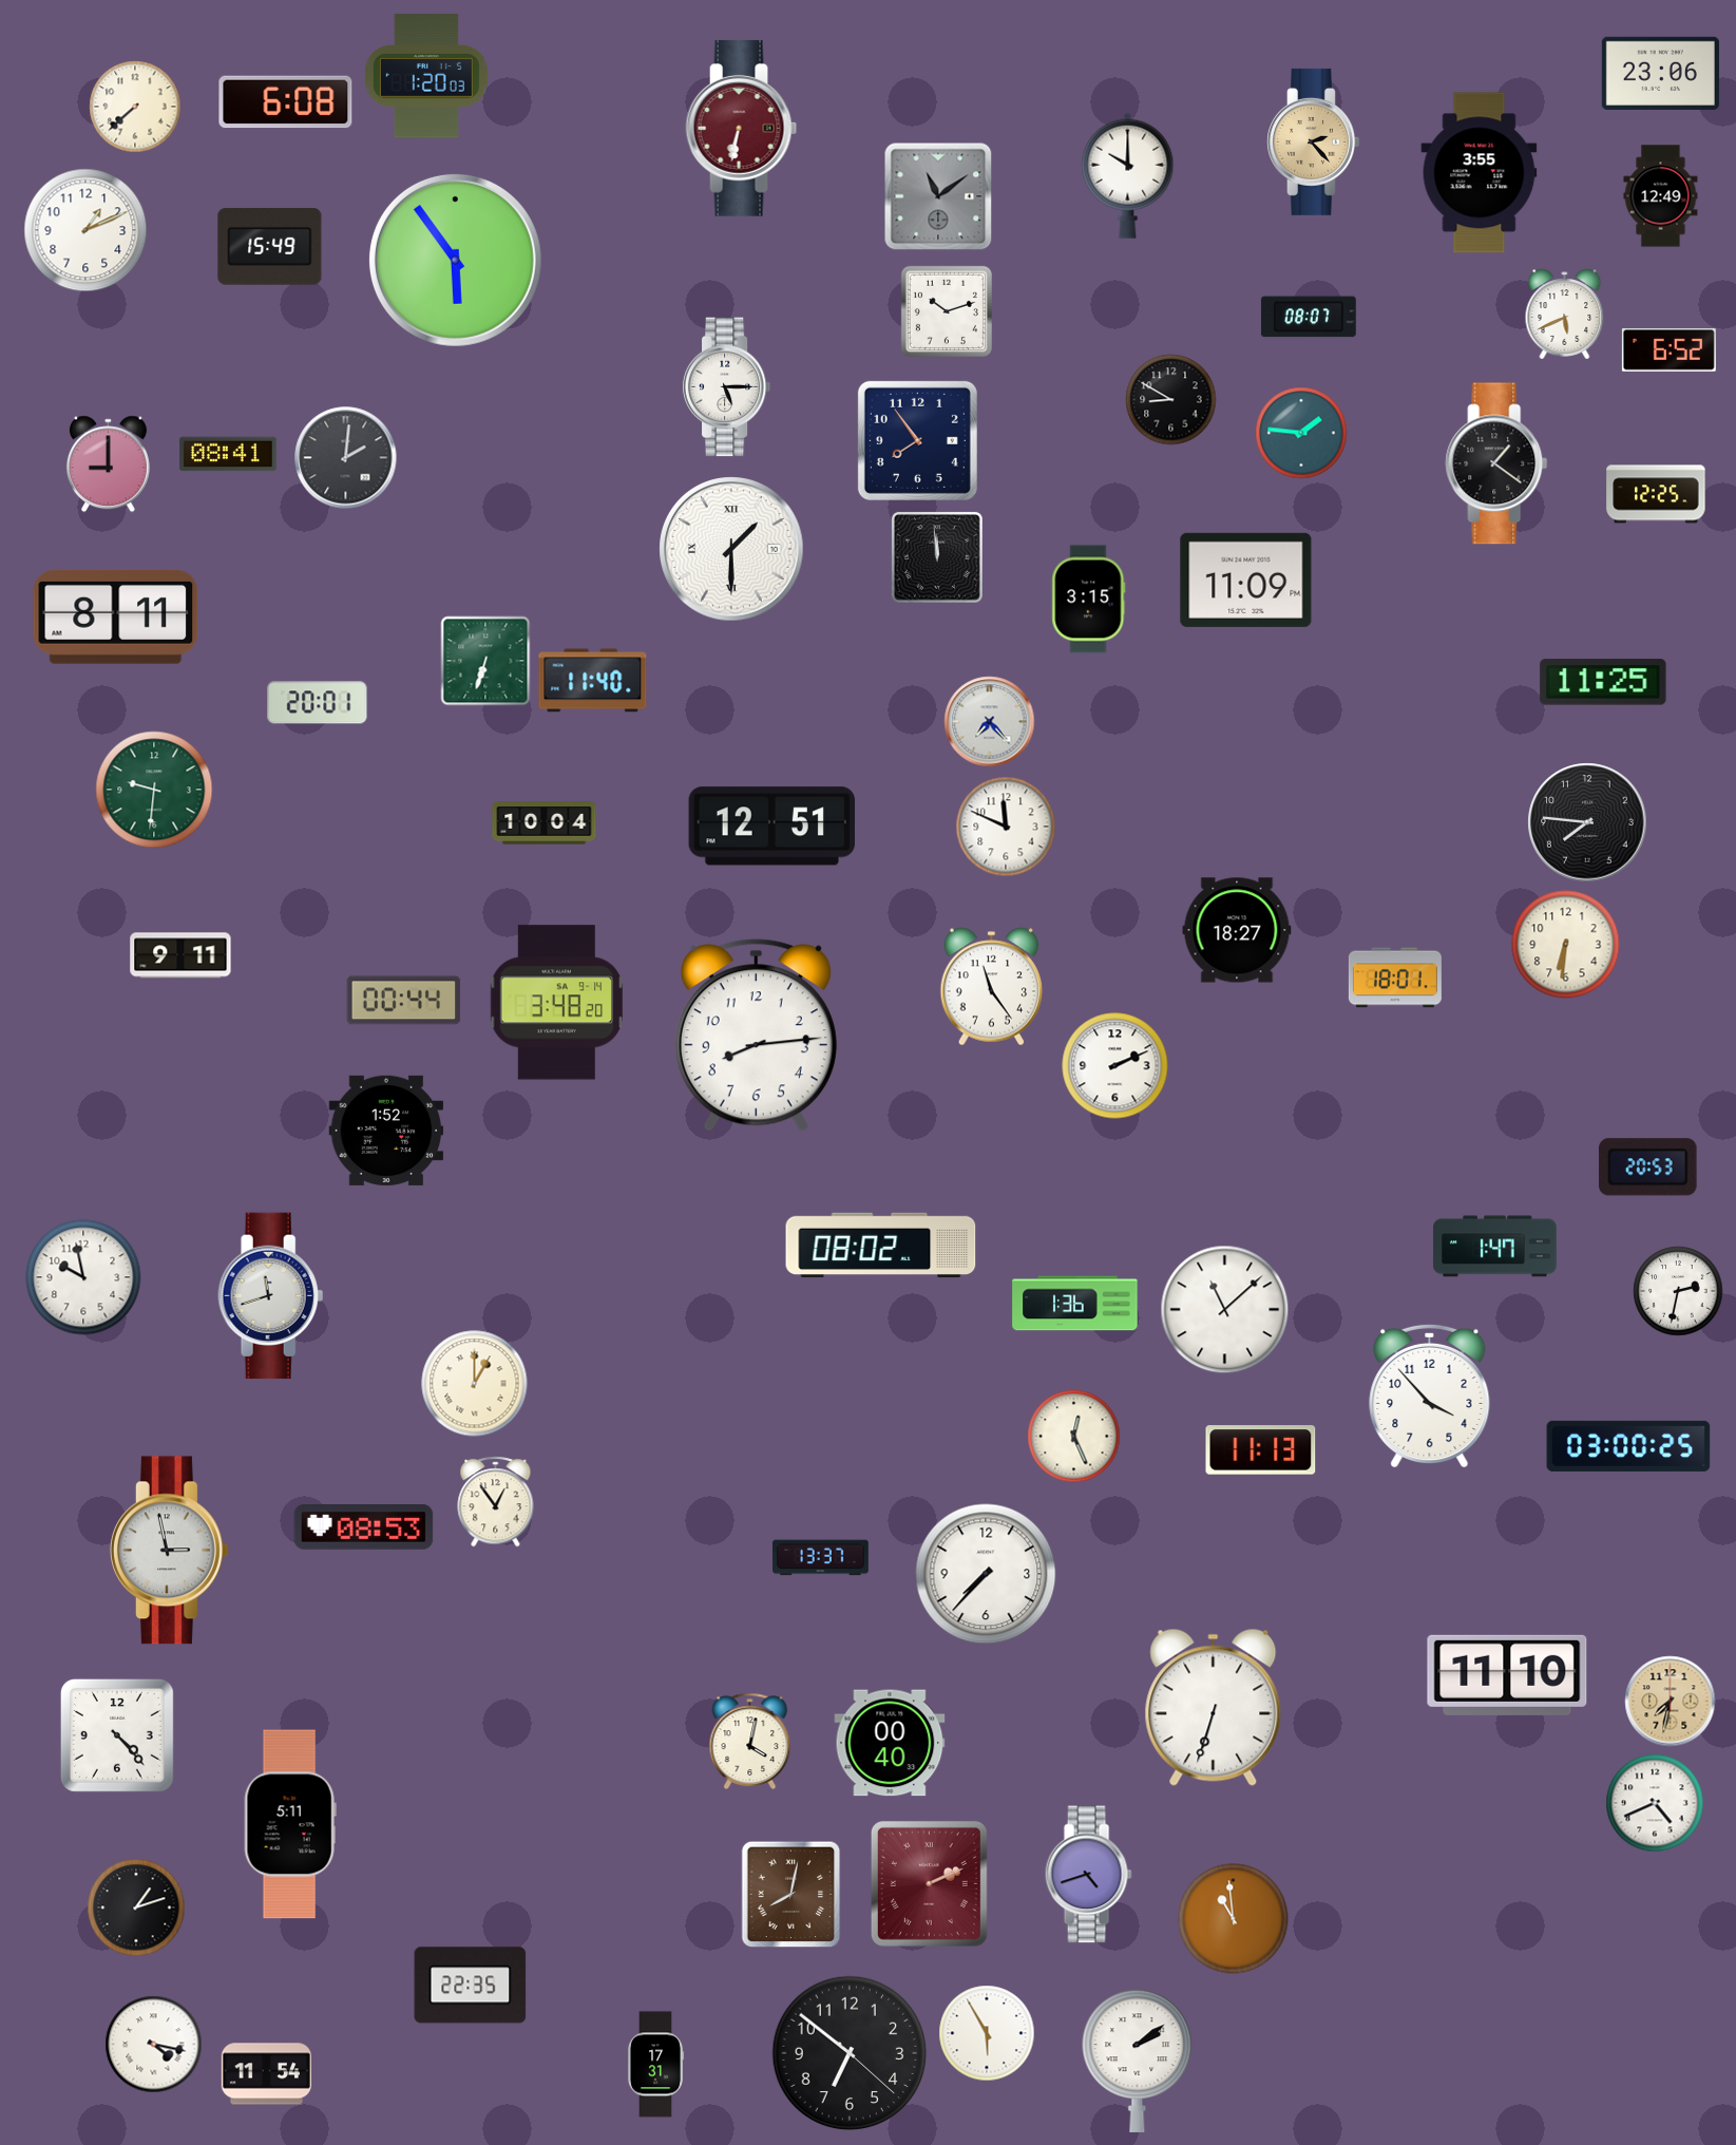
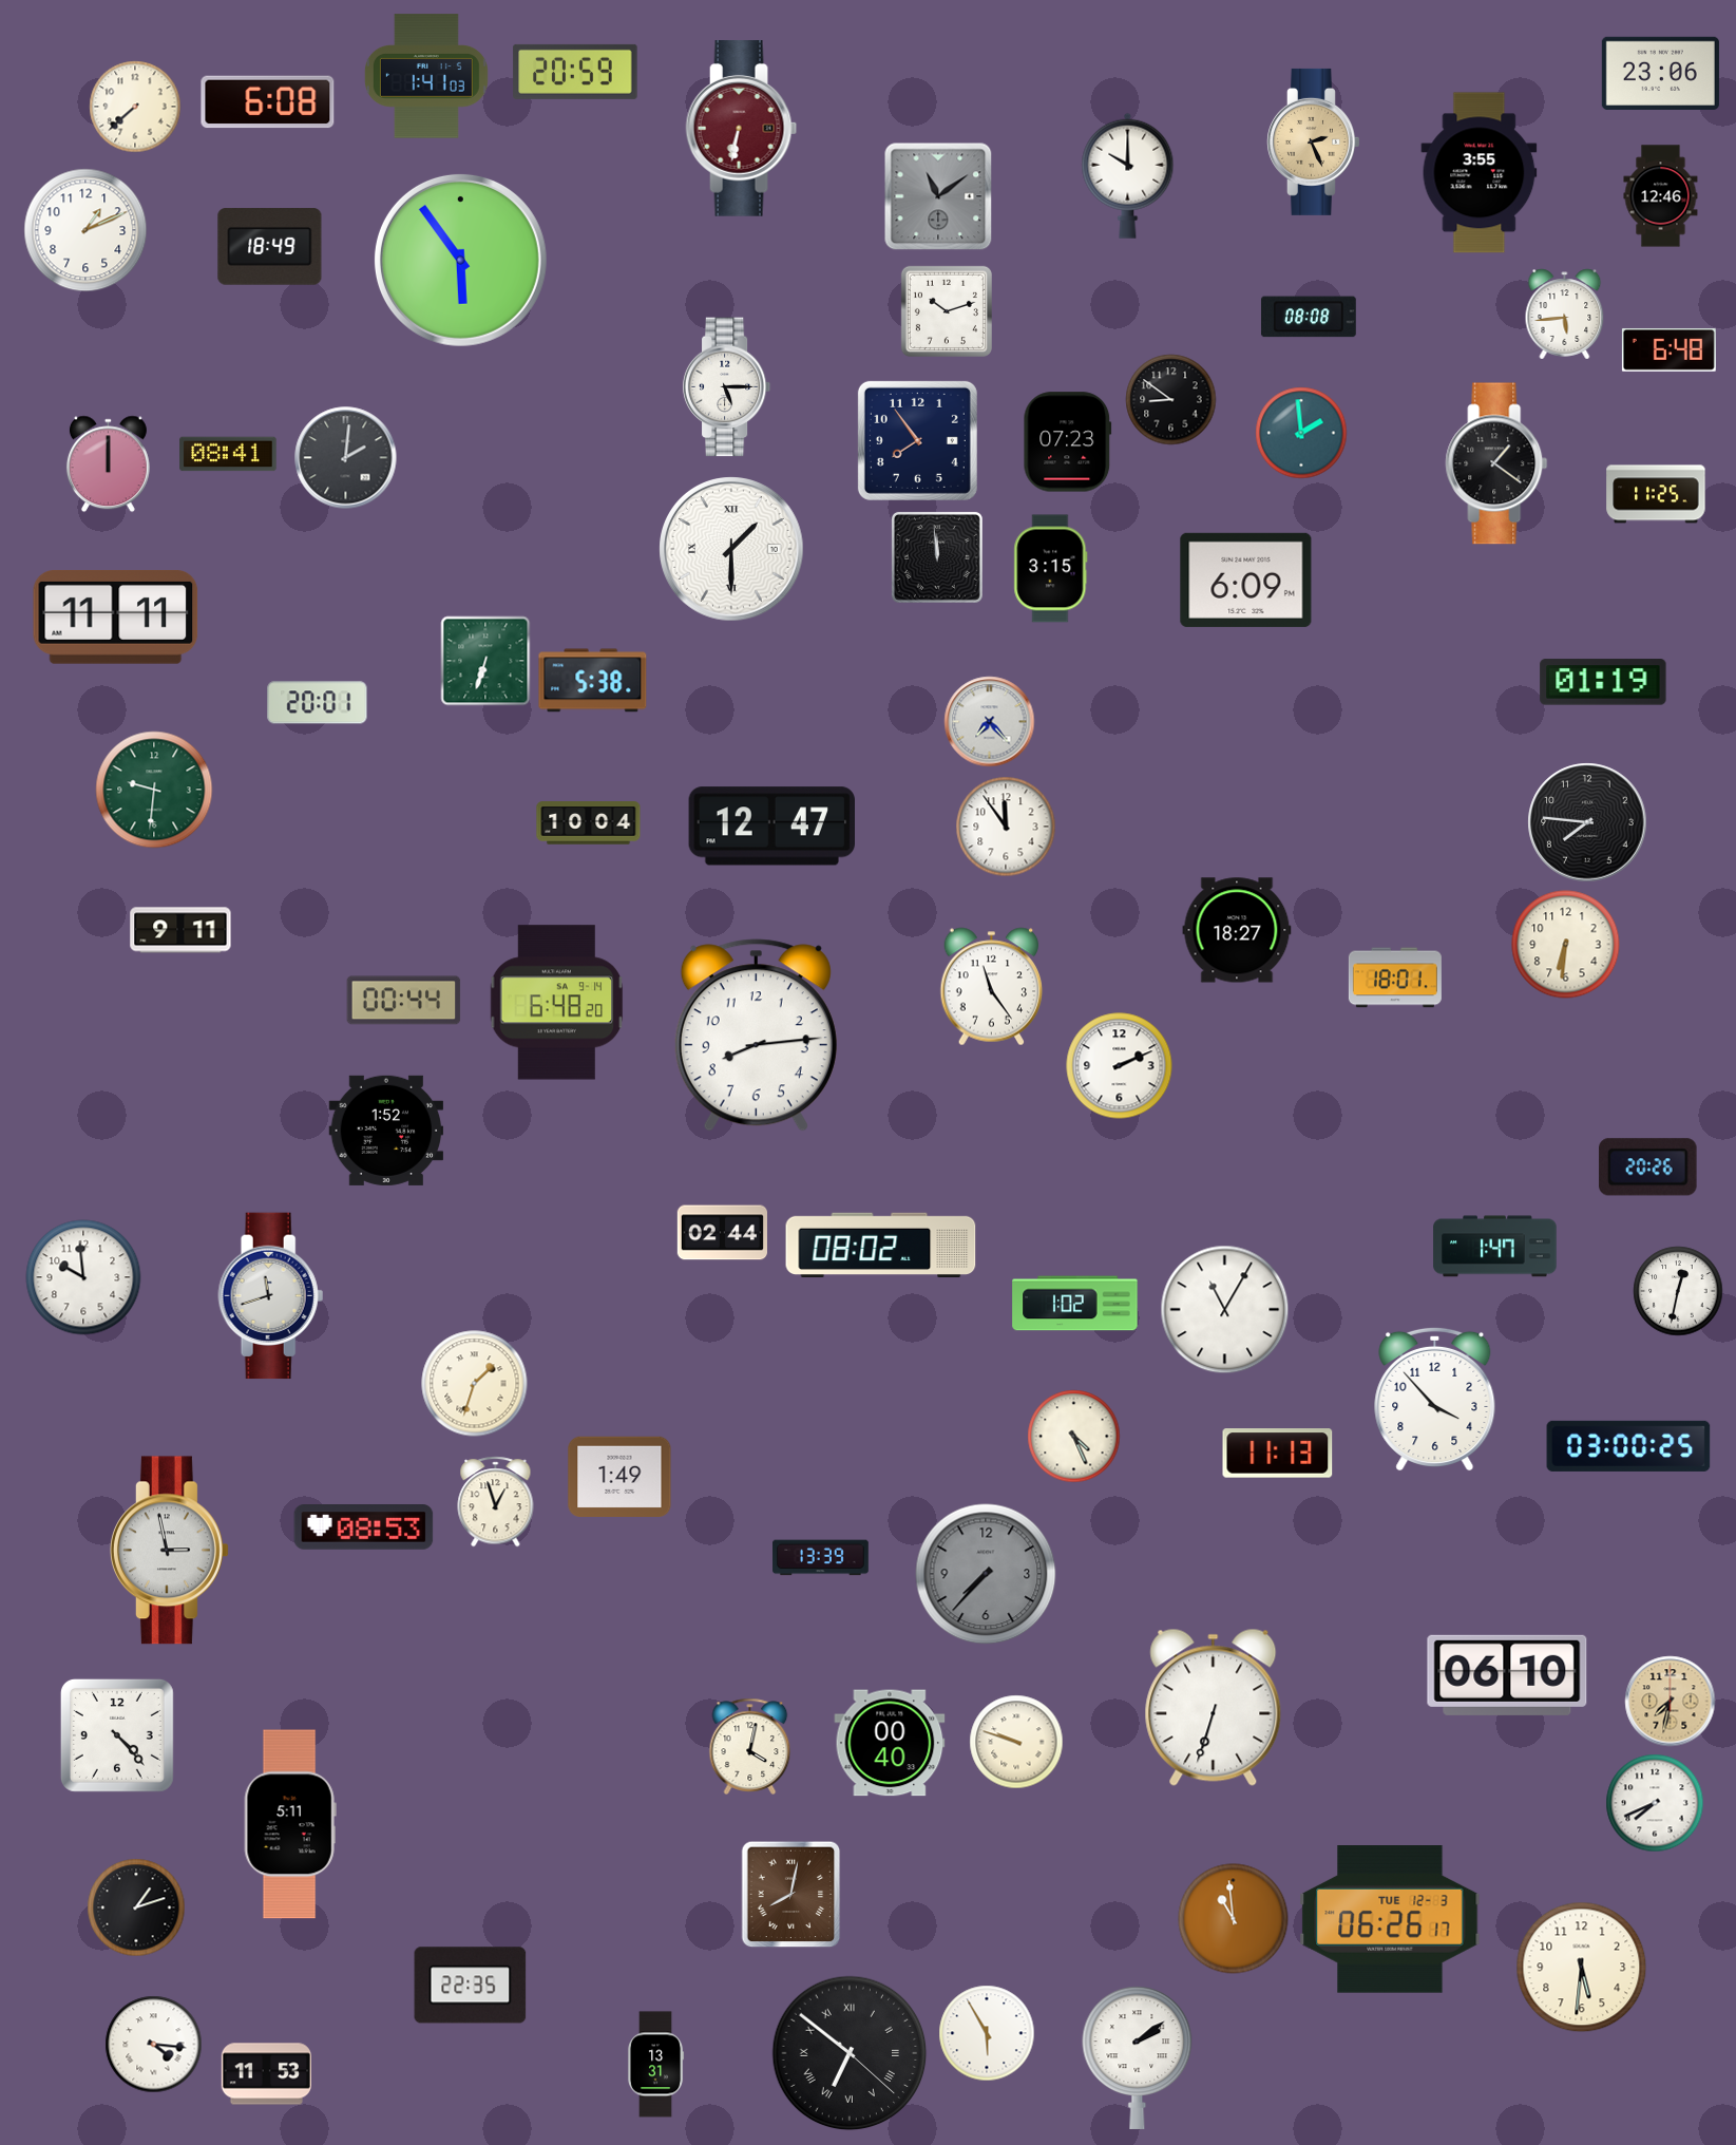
clock at (575, 72): none -> 20:59
clock at (426, 76): 1:20 -> 1:41
clock at (286, 102) position: (286, 102) -> (268, 102)
clock at (1314, 141): 2:23 -> 2:26
clock at (1661, 196): 12:49 -> 12:46
clock at (270, 247): 15:49 -> 18:49
clock at (455, 260) position: (455, 260) -> (460, 260)
clock at (1565, 315): 5:41 -> 5:44
clock at (1309, 317): 08:07 -> 08:08
clock at (1668, 349): 6:52 -> 6:48
clock at (1171, 400): 8:50 -> 8:51
clock at (1301, 433): 1:46 -> 1:59
clock at (1068, 442): none -> 07:23
clock at (108, 464): 9:00 -> 12:00
clock at (1656, 494): 12:25 -> 11:25
clock at (1246, 580): 11:09 -> 6:09
clock at (1089, 600) position: (1089, 600) -> (1051, 569)
clock at (116, 616): 8:11 -> 11:11
clock at (593, 681): 11:40 -> 5:38
clock at (1603, 682): 11:25 -> 01:19
clock at (545, 823) position: (545, 823) -> (589, 823)
clock at (771, 827): 12:51 -> 12:47
clock at (1006, 827): 11:49 -> 11:54
clock at (180, 955) position: (180, 955) -> (180, 930)
clock at (557, 1003): 3:48 -> 6:48
clock at (1115, 1066) position: (1115, 1066) -> (1120, 1066)
clock at (1648, 1168): 20:53 -> 20:26
clock at (722, 1233): none -> 02:44
clock at (83, 1277): 9:58 -> 9:59
clock at (1678, 1291): 2:32 -> 12:32
clock at (1075, 1304): 1:36 -> 1:02
clock at (1225, 1310): 11:08 -> 11:05
clock at (475, 1384): 1:00 -> 1:33
clock at (1430, 1396) position: (1430, 1396) -> (1435, 1399)
clock at (1074, 1437): 12:26 -> 4:26
clock at (1261, 1450) position: (1261, 1450) -> (1278, 1454)
clock at (619, 1476): none -> 1:49
clock at (496, 1502): 12:54 -> 12:57
clock at (821, 1558): 13:37 -> 13:39
clock at (986, 1574) dial: white -> grey
clock at (1507, 1675): 11:10 -> 06:10
clock at (750, 1741) position: (750, 1741) -> (750, 1746)
clock at (1016, 1742): none -> 9:48
clock at (1655, 1803): 4:41 -> 7:41
clock at (1088, 1875): 4:42 -> none
clock at (929, 1883): 2:11 -> none
clock at (1390, 1920): none -> 06:26
clock at (1582, 1968): none -> 5:31
clock at (154, 2045): 4:17 -> 4:16
clock at (850, 2053) numerals: Arabic -> Roman
clock at (1138, 2061) position: (1138, 2061) -> (1138, 2057)
clock at (655, 2065): 17:31 -> 13:31
clock at (266, 2074): 11:54 -> 11:53
